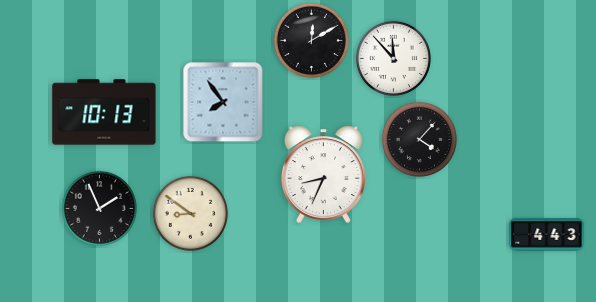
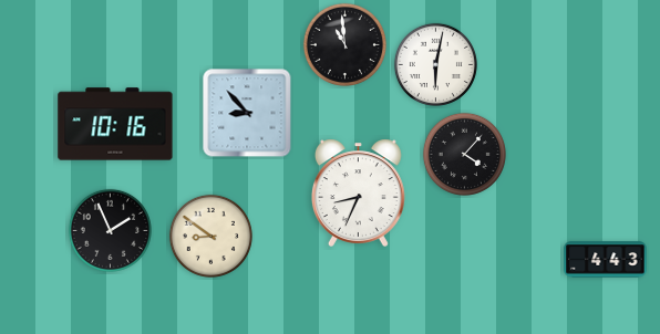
clock at (311, 40): 12:10 -> 10:59
clock at (393, 58): 11:53 -> 6:02
clock at (223, 102): 7:54 -> 8:53
clock at (104, 112): 10:13 -> 10:16
